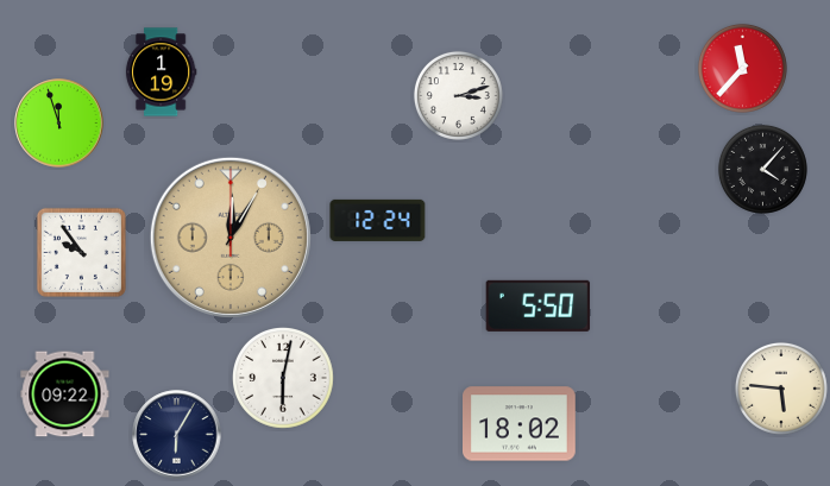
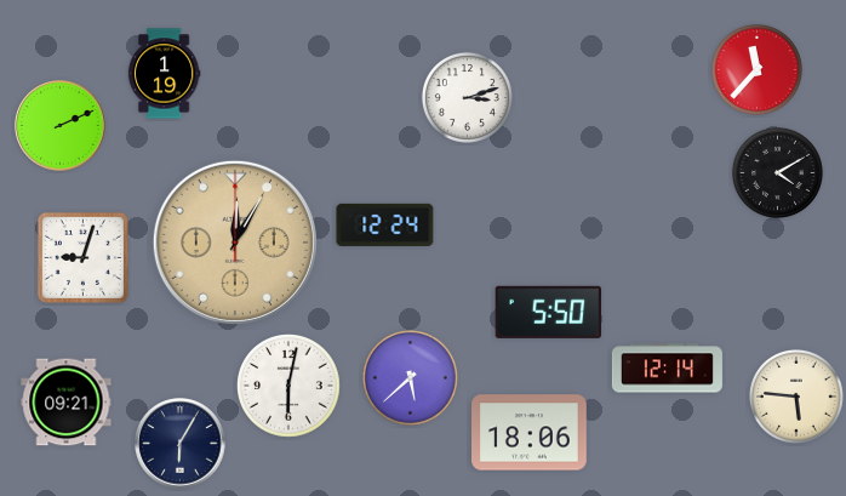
clock at (59, 124): 11:57 -> 2:11
clock at (762, 169): 4:07 -> 4:10
clock at (81, 252): 9:54 -> 9:03
clock at (667, 369): none -> 12:14
clock at (410, 377): none -> 5:38
clock at (65, 395): 09:22 -> 09:21
clock at (520, 424): 18:02 -> 18:06
